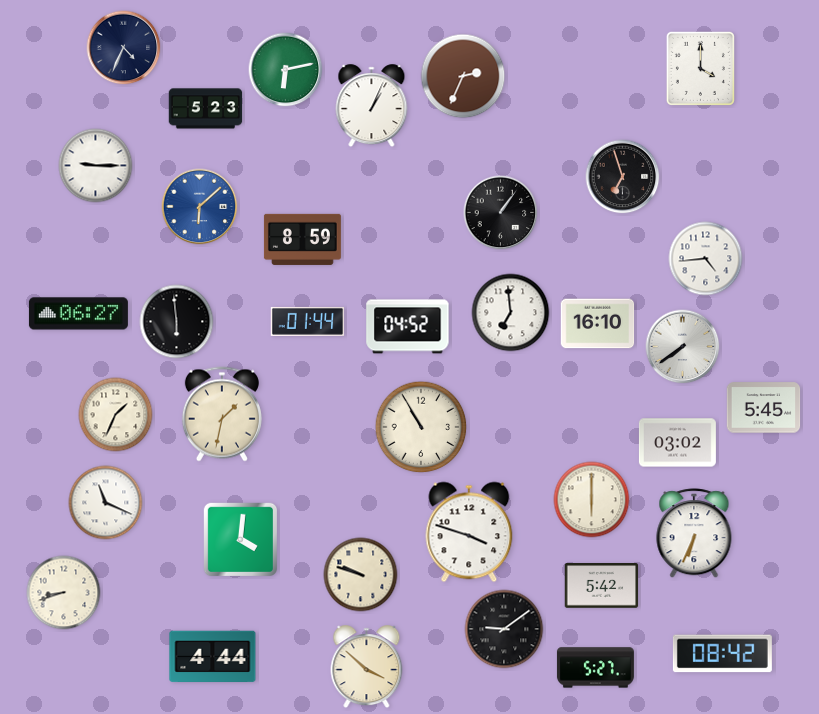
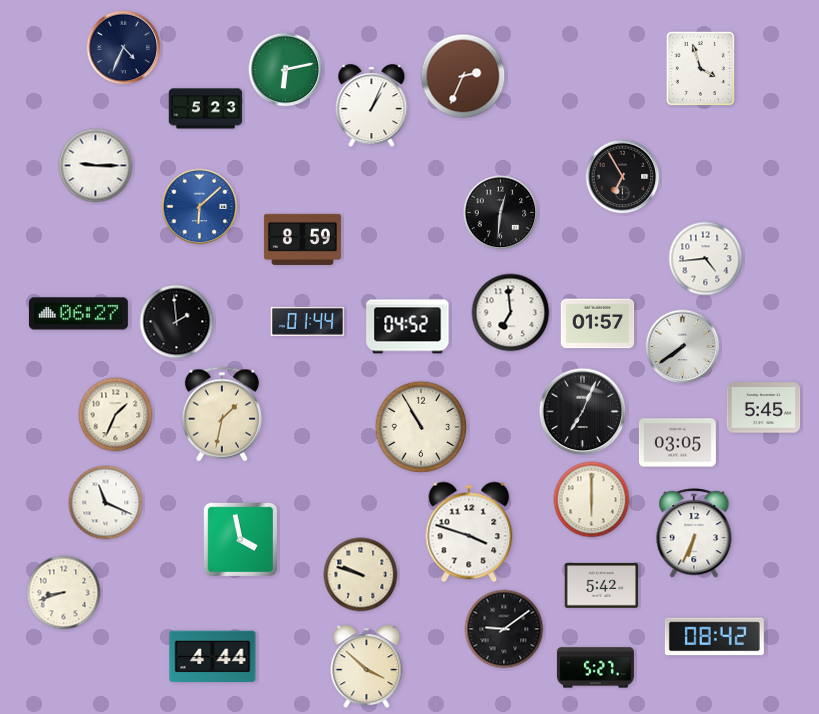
clock at (700, 68): 4:00 -> 3:57
clock at (623, 177): 6:57 -> 6:55
clock at (501, 213): 1:06 -> 12:31
clock at (177, 322): 5:59 -> 1:59
clock at (598, 324): 16:10 -> 01:57
clock at (583, 412): none -> 7:04
clock at (677, 443): 03:02 -> 03:05
clock at (240, 539): 4:01 -> 3:58
clock at (722, 654) position: (722, 654) -> (714, 637)
